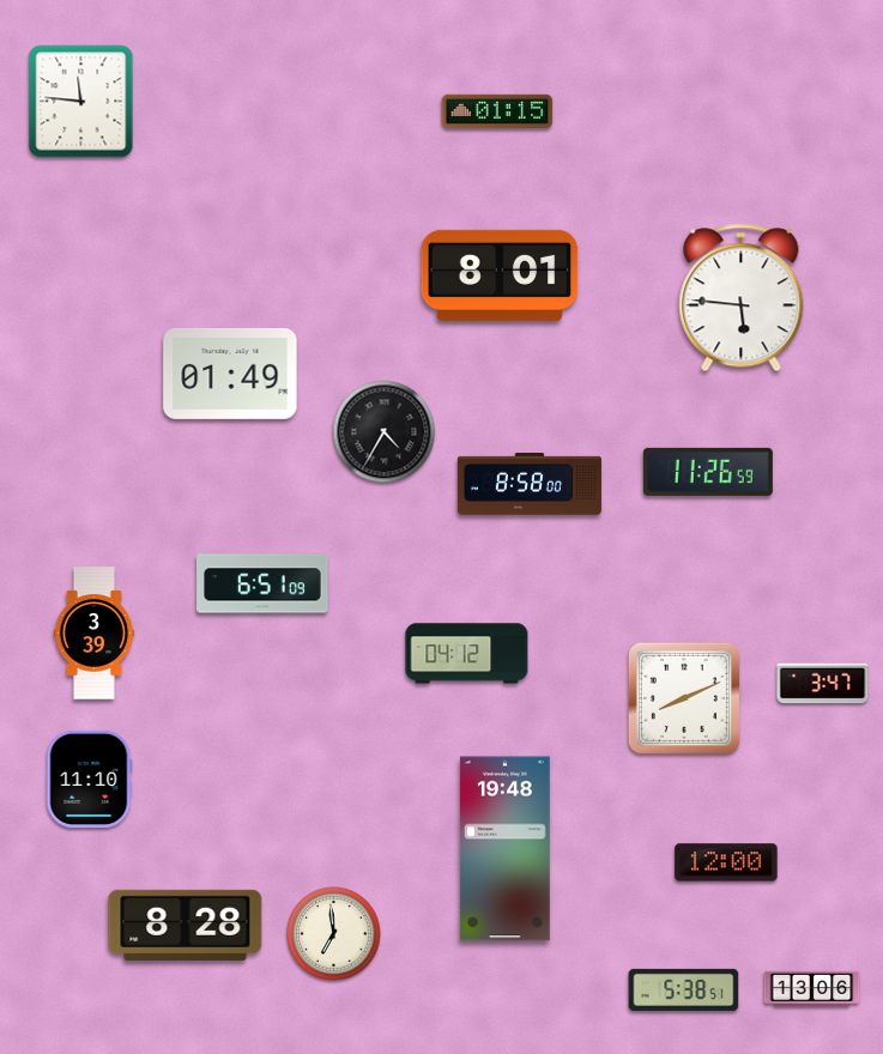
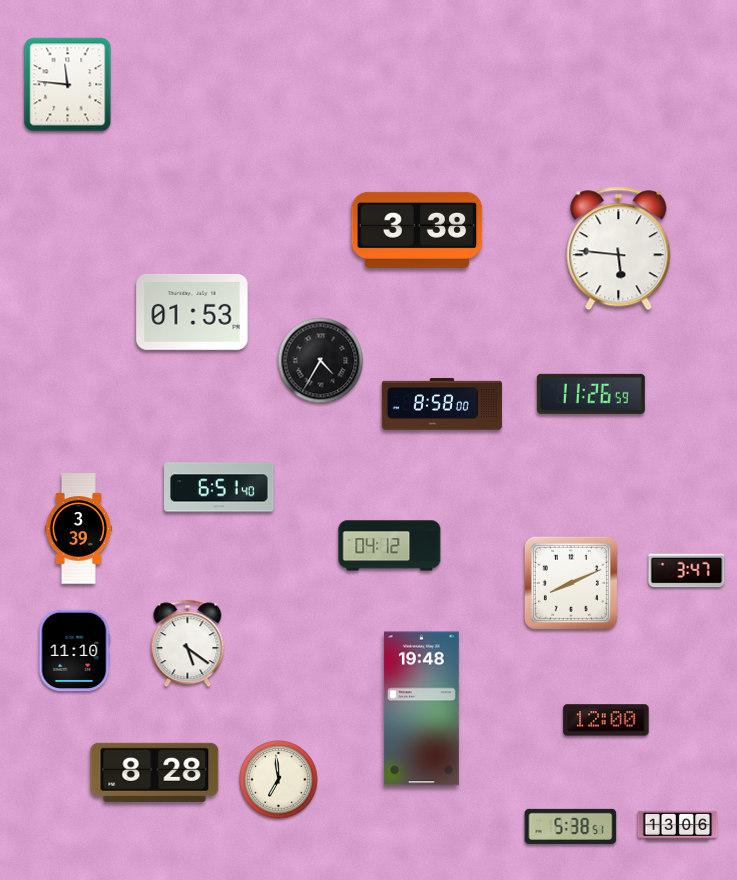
clock at (497, 111): 01:15 -> none
clock at (500, 275): 8:01 -> 3:38
clock at (230, 374): 01:49 -> 01:53
clock at (262, 583): 6:51:09 -> 6:51:40
clock at (188, 644): none -> 5:21
